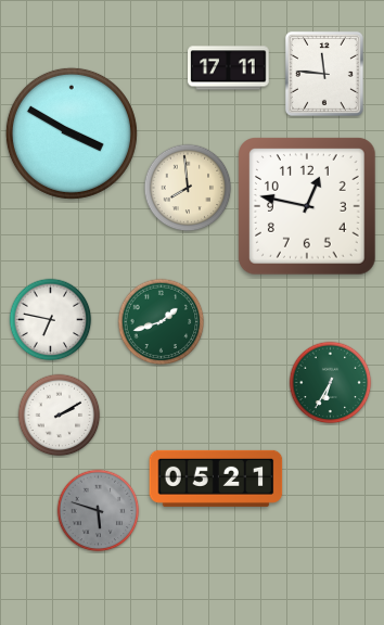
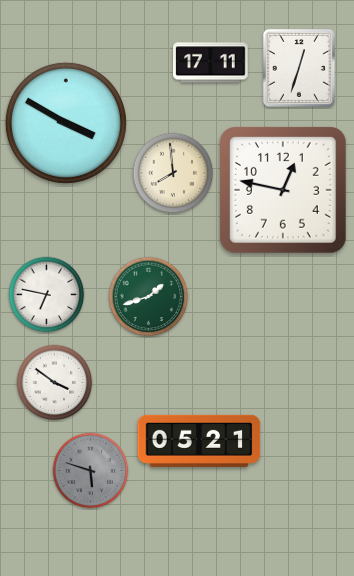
clock at (324, 74): 11:46 -> 12:33
clock at (331, 383): 6:35 -> none
clock at (60, 416): 2:10 -> 3:51
